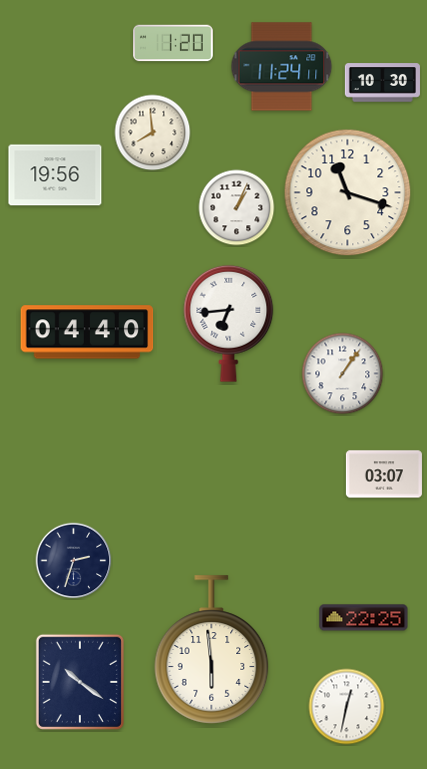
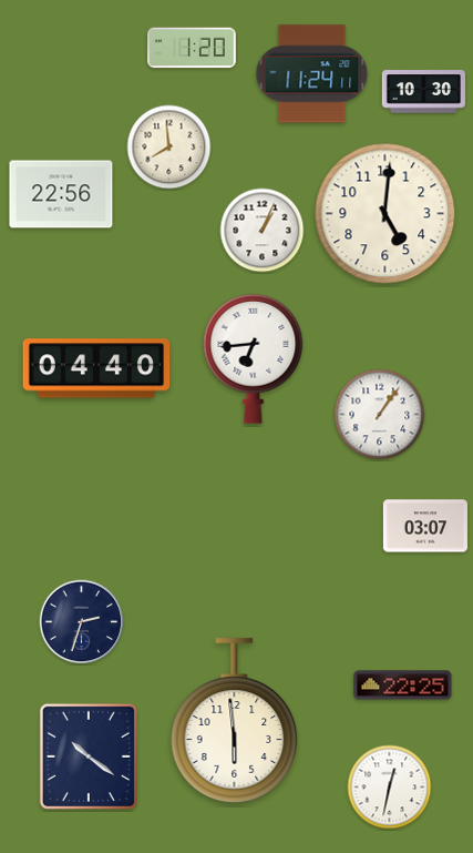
clock at (55, 175): 19:56 -> 22:56
clock at (348, 193): 11:18 -> 5:01
clock at (347, 707) position: (347, 707) -> (390, 788)
